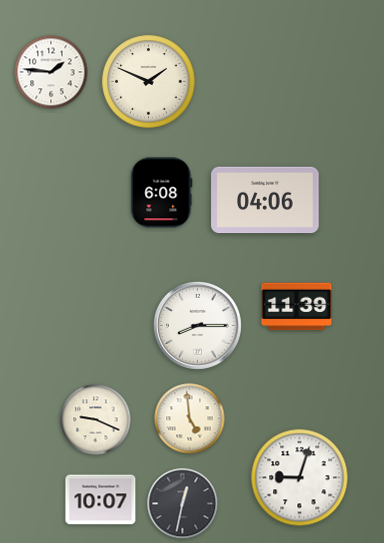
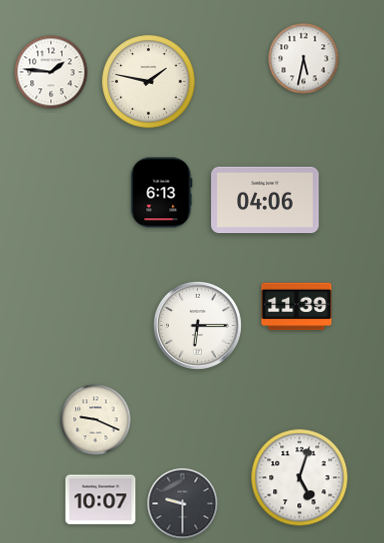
clock at (304, 59): none -> 5:32
clock at (149, 82): 1:49 -> 1:47
clock at (162, 193): 6:08 -> 6:13
clock at (197, 325): 8:15 -> 6:15
clock at (190, 419): 4:59 -> none
clock at (300, 478): 9:03 -> 5:03
clock at (183, 504): 12:32 -> 9:30
